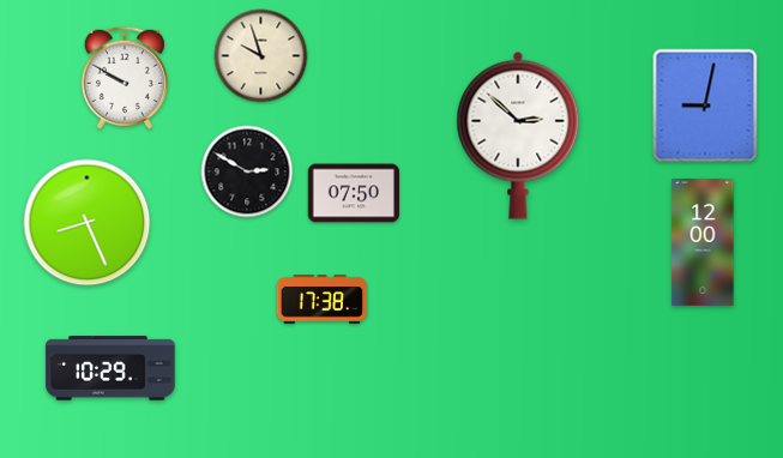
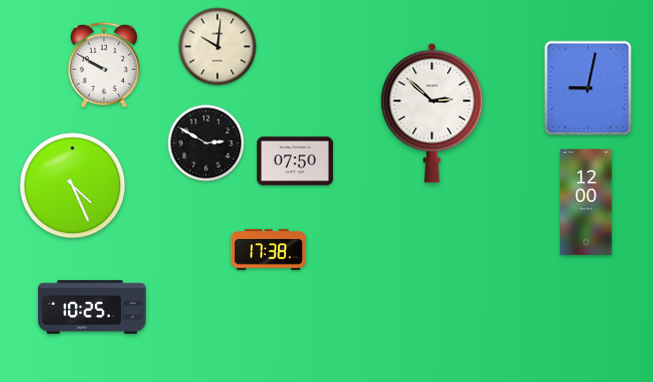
clock at (261, 56): 9:57 -> 10:01
clock at (88, 223): 8:26 -> 4:26
clock at (110, 368): 10:29 -> 10:25
